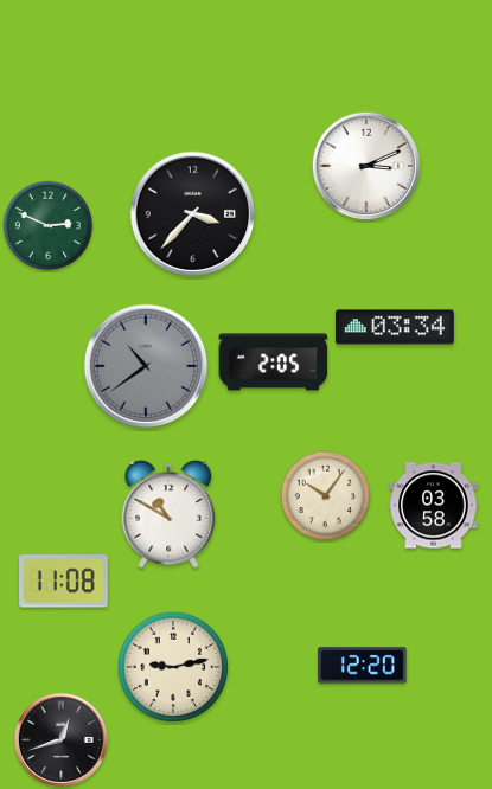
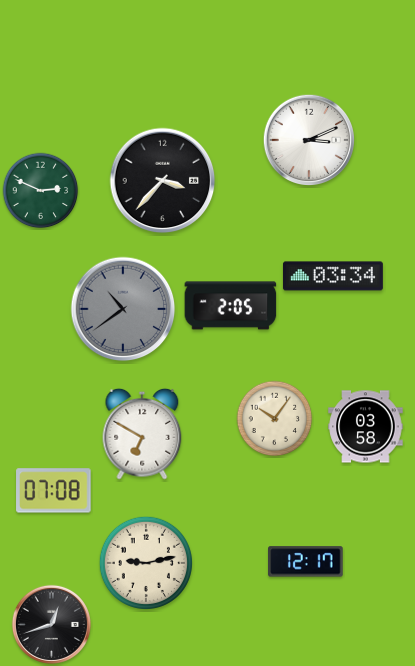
clock at (168, 514): 10:50 -> 6:50
clock at (64, 582): 11:08 -> 07:08
clock at (363, 666): 12:20 -> 12:17
